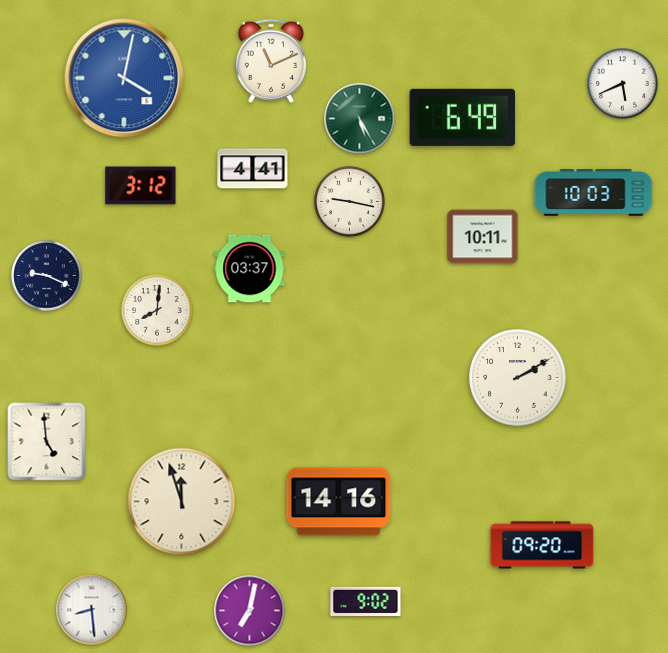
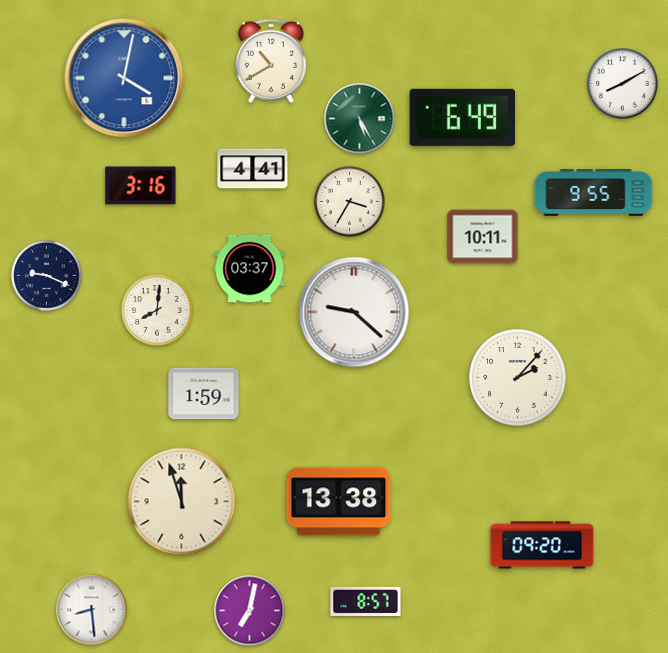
clock at (271, 61): 11:11 -> 10:40
clock at (623, 84): 5:41 -> 8:10
clock at (141, 186): 3:12 -> 3:16
clock at (594, 193): 10:03 -> 9:55
clock at (350, 202): 9:17 -> 3:35
clock at (354, 312): none -> 9:22
clock at (518, 378): 2:10 -> 2:07
clock at (204, 394): none -> 1:59
clock at (47, 442): 4:59 -> none
clock at (339, 502): 14:16 -> 13:38
clock at (366, 601): 9:02 -> 8:57
